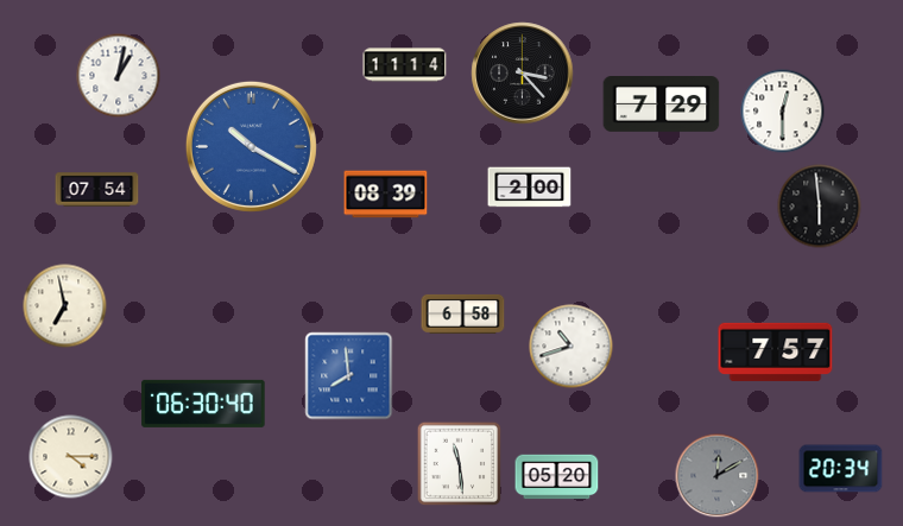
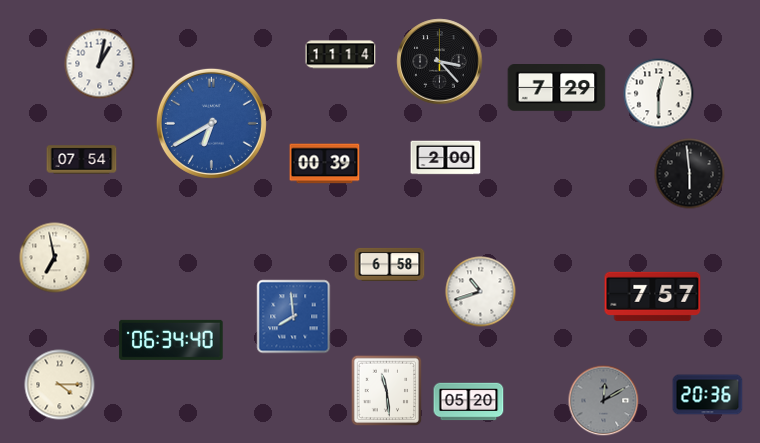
clock at (251, 146): 10:20 -> 6:40
clock at (386, 195): 08:39 -> 00:39
clock at (203, 404): 06:30 -> 06:34
clock at (841, 469): 20:34 -> 20:36
